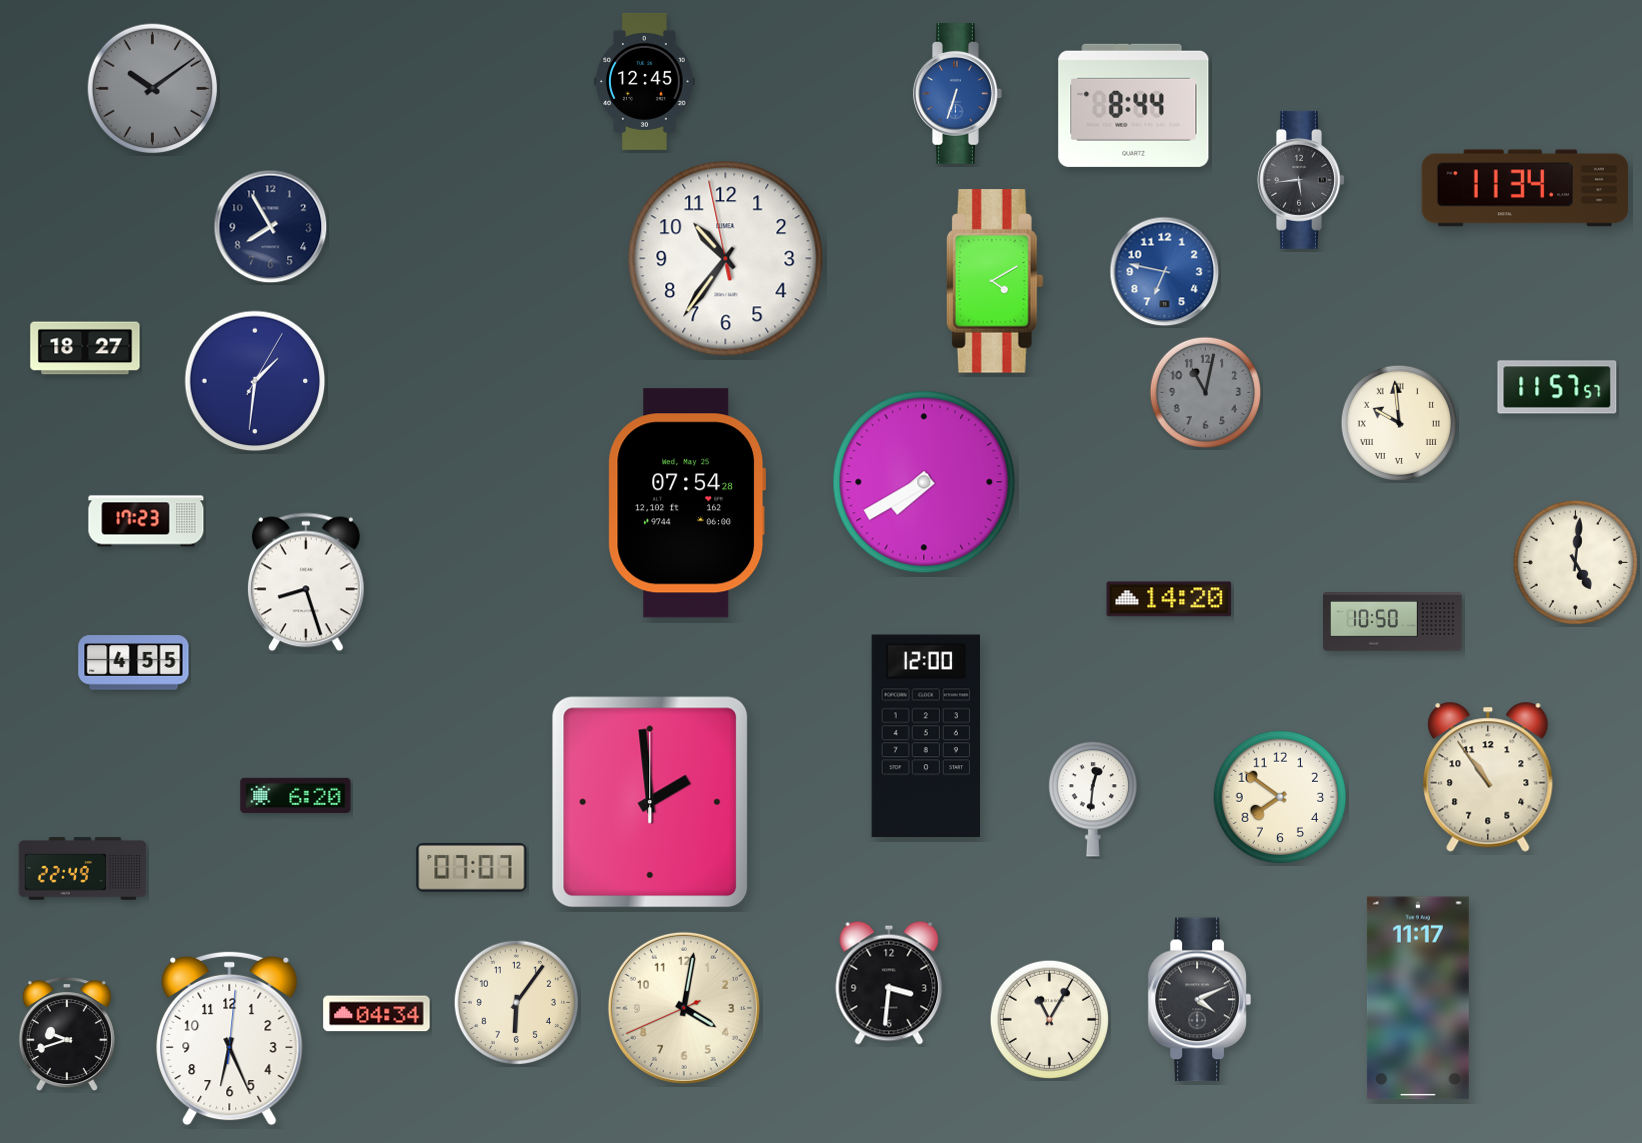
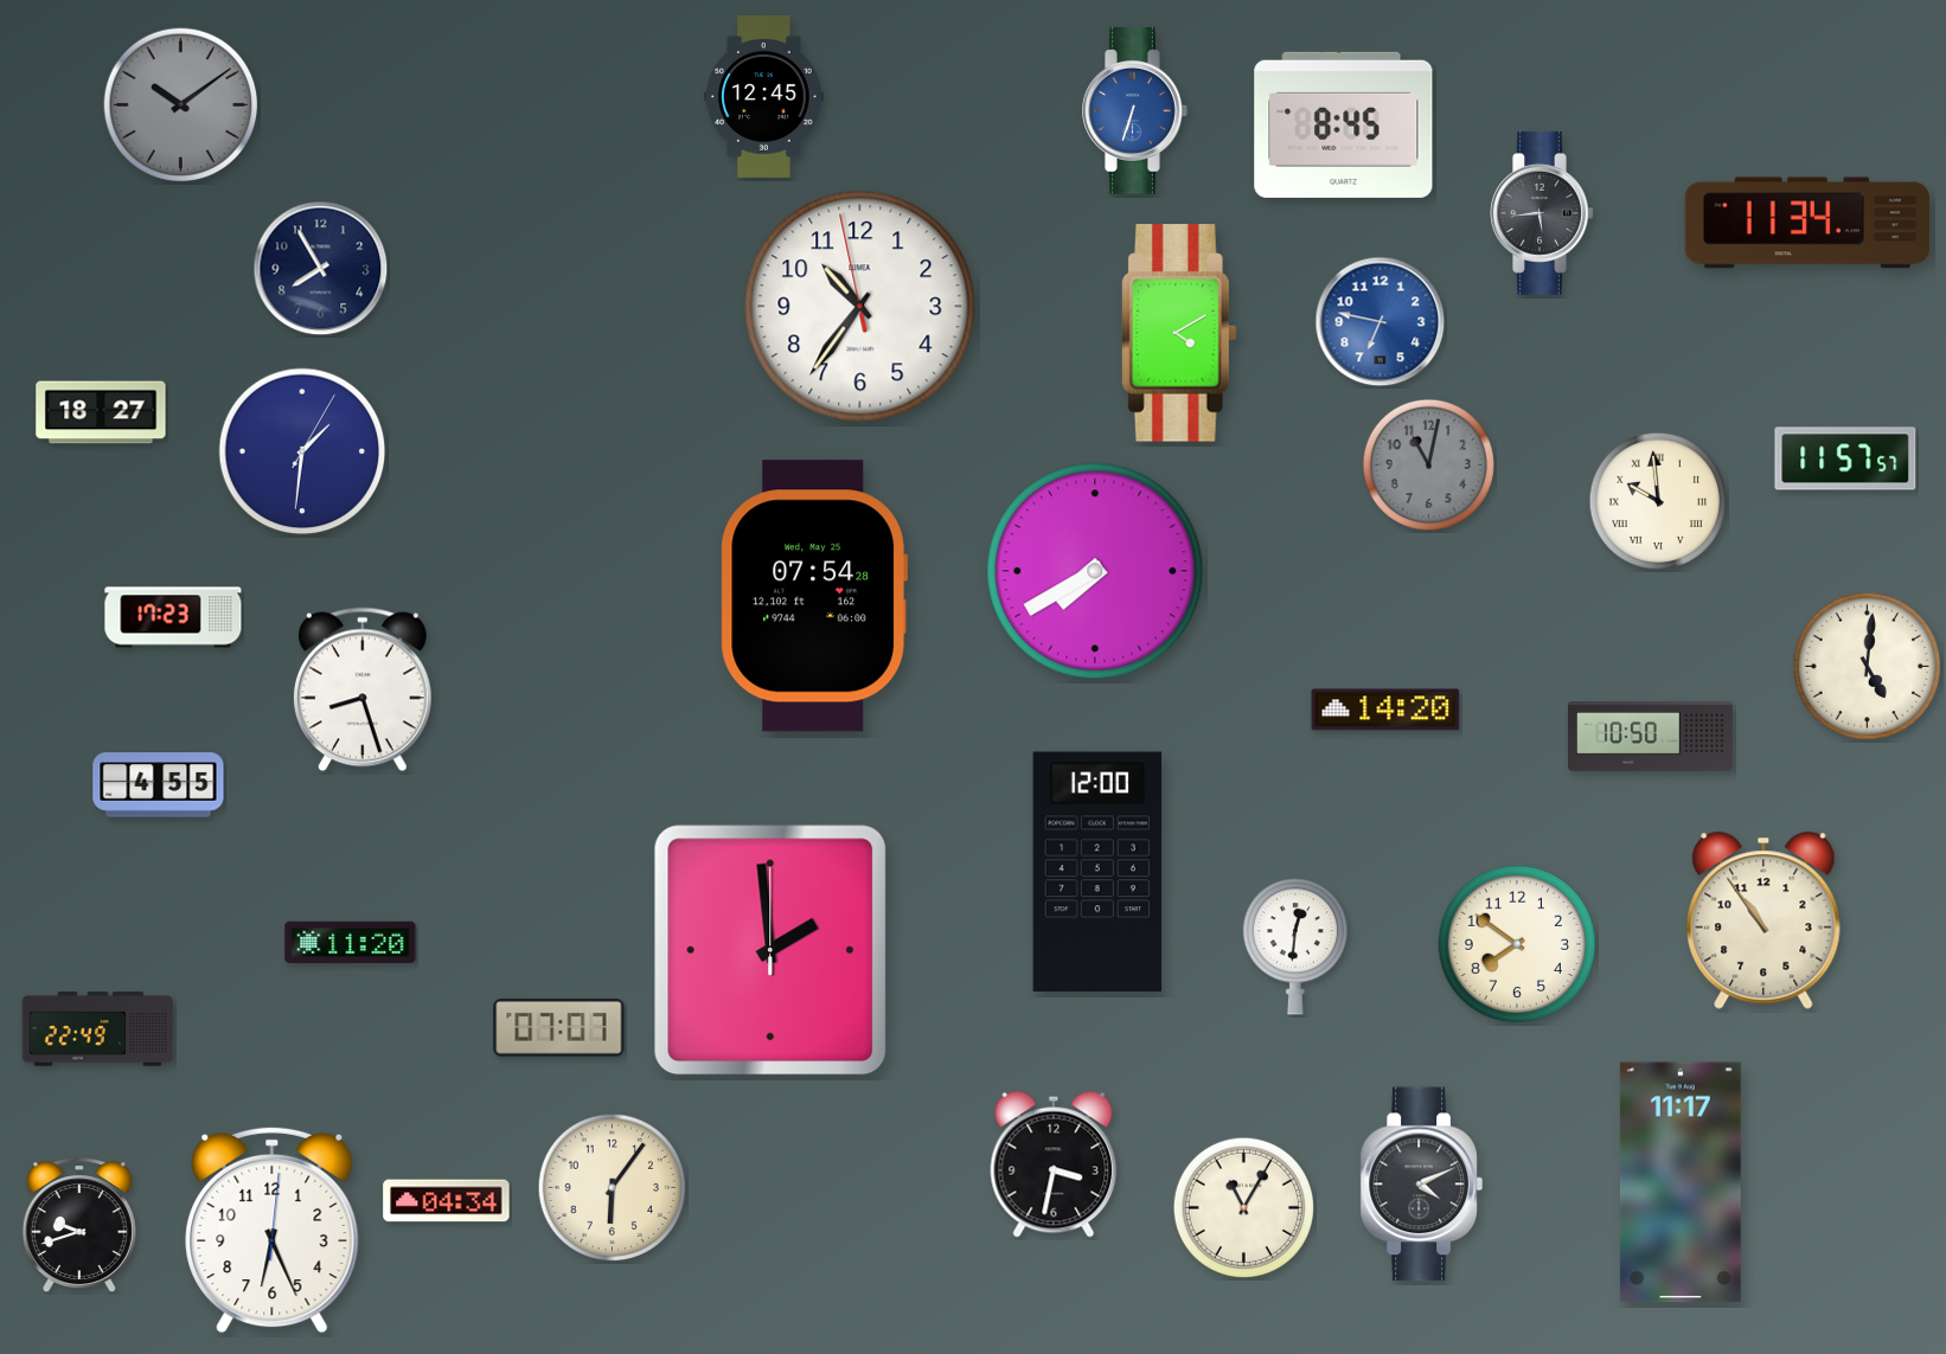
clock at (1134, 105): 8:44 -> 8:45
clock at (296, 795): 6:20 -> 11:20
clock at (889, 983): 3:31 -> 3:32
clock at (684, 1008): 4:01 -> none
